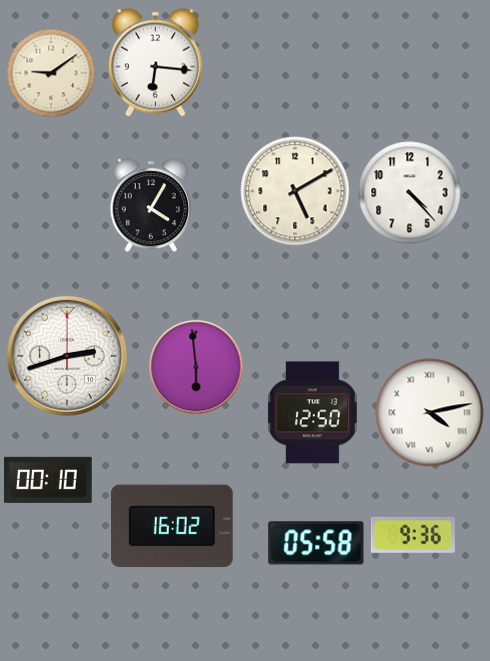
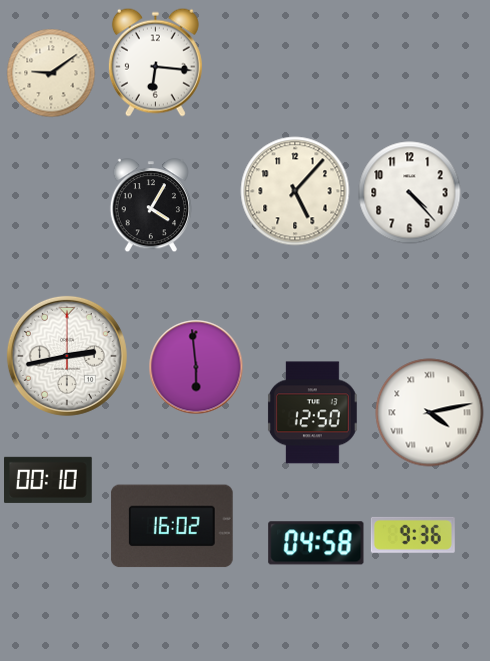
clock at (295, 191): 5:10 -> 5:07
clock at (67, 356): 2:42 -> 2:43
clock at (316, 543): 05:58 -> 04:58
